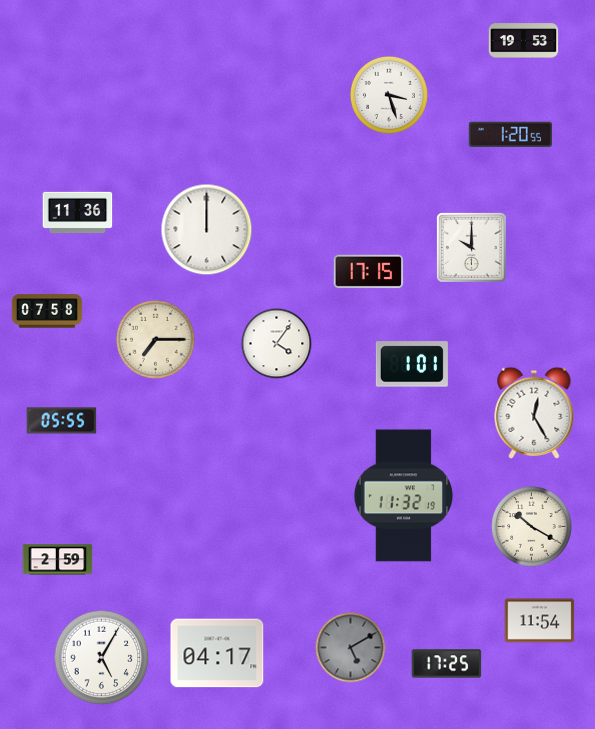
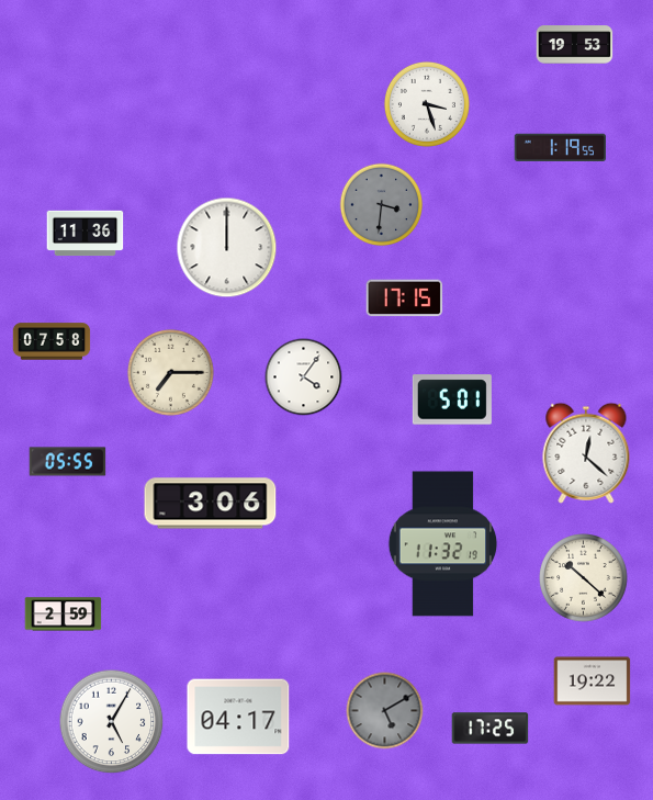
clock at (510, 134): 1:20 -> 1:19
clock at (382, 205): none -> 3:31
clock at (207, 230) position: (207, 230) -> (227, 248)
clock at (471, 247): 10:00 -> none
clock at (412, 364): 1:01 -> 5:01
clock at (534, 413): 12:25 -> 12:22
clock at (211, 504): none -> 3:06
clock at (532, 527): 10:20 -> 10:22
clock at (540, 621): 11:54 -> 19:22
